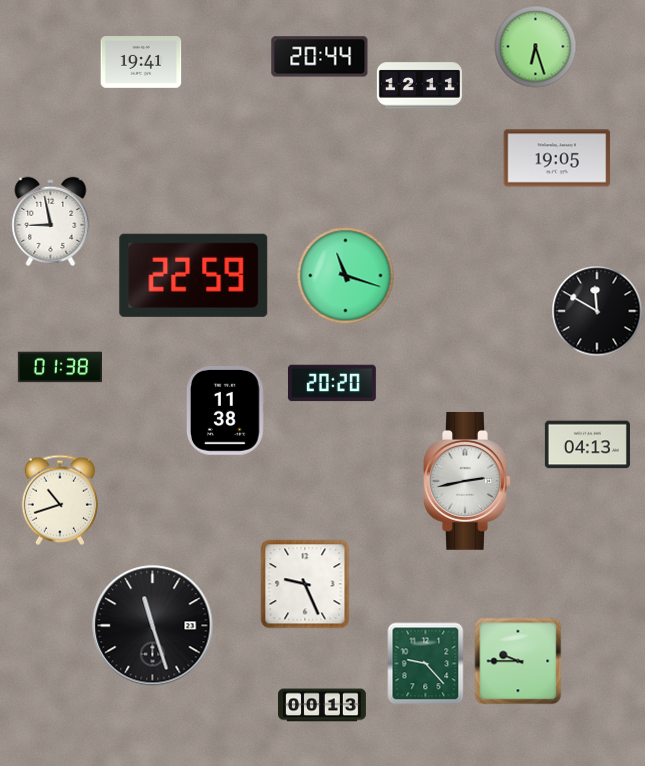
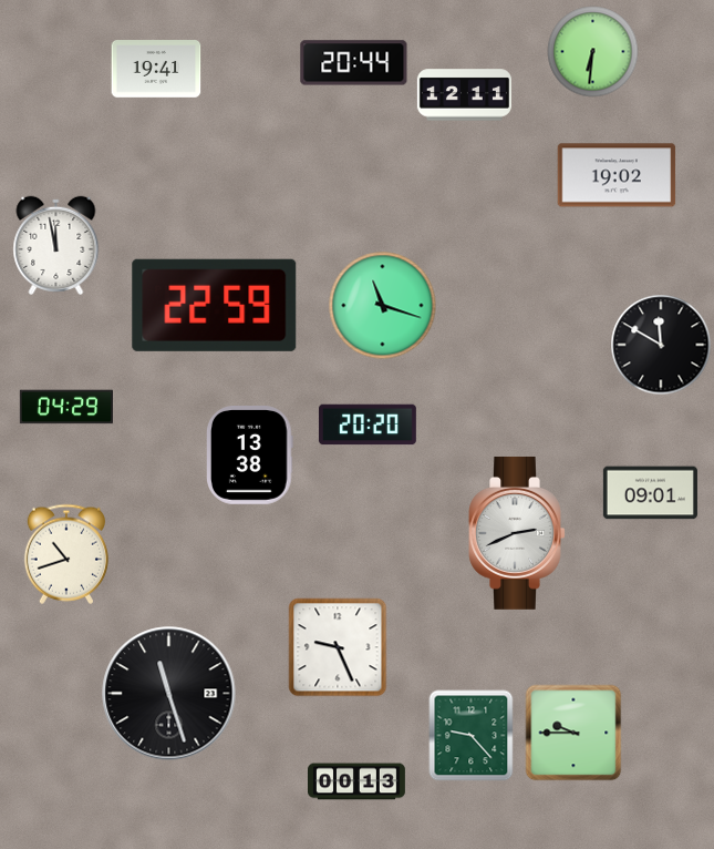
clock at (536, 47): 6:27 -> 6:31
clock at (557, 158): 19:05 -> 19:02
clock at (51, 221): 8:58 -> 11:58
clock at (59, 367): 01:38 -> 04:29
clock at (226, 411): 11:38 -> 13:38
clock at (587, 445): 04:13 -> 09:01
clock at (467, 481): 2:43 -> 2:41
